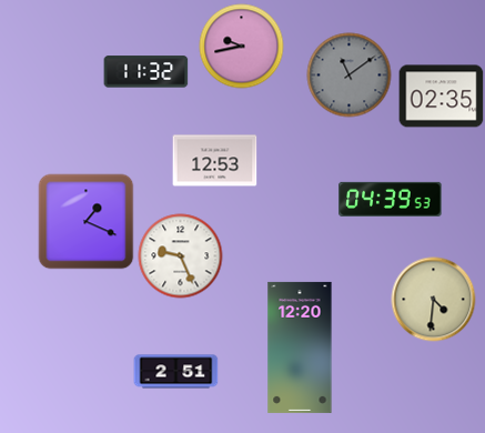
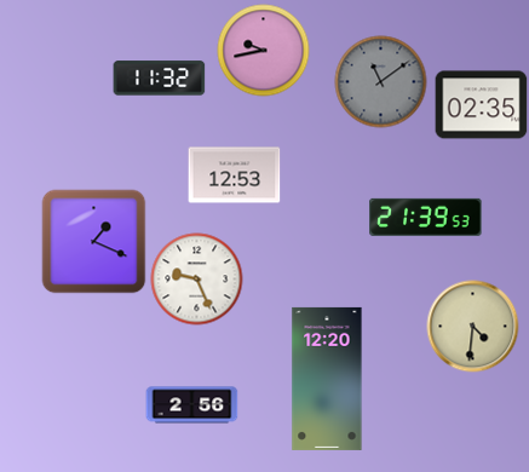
clock at (391, 199): 04:39 -> 21:39
clock at (176, 372): 2:51 -> 2:56
